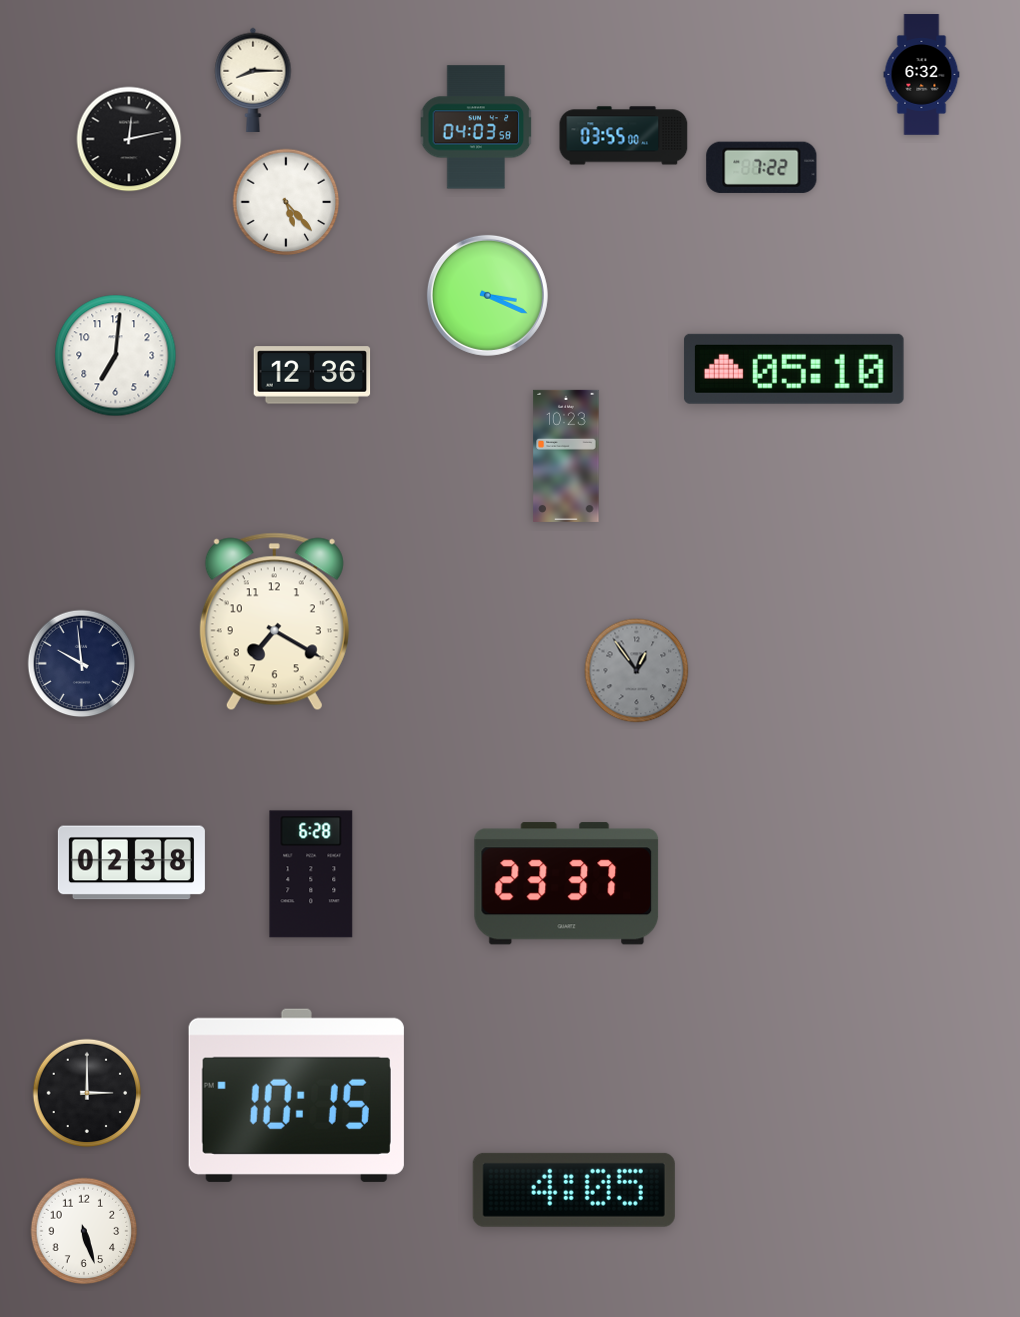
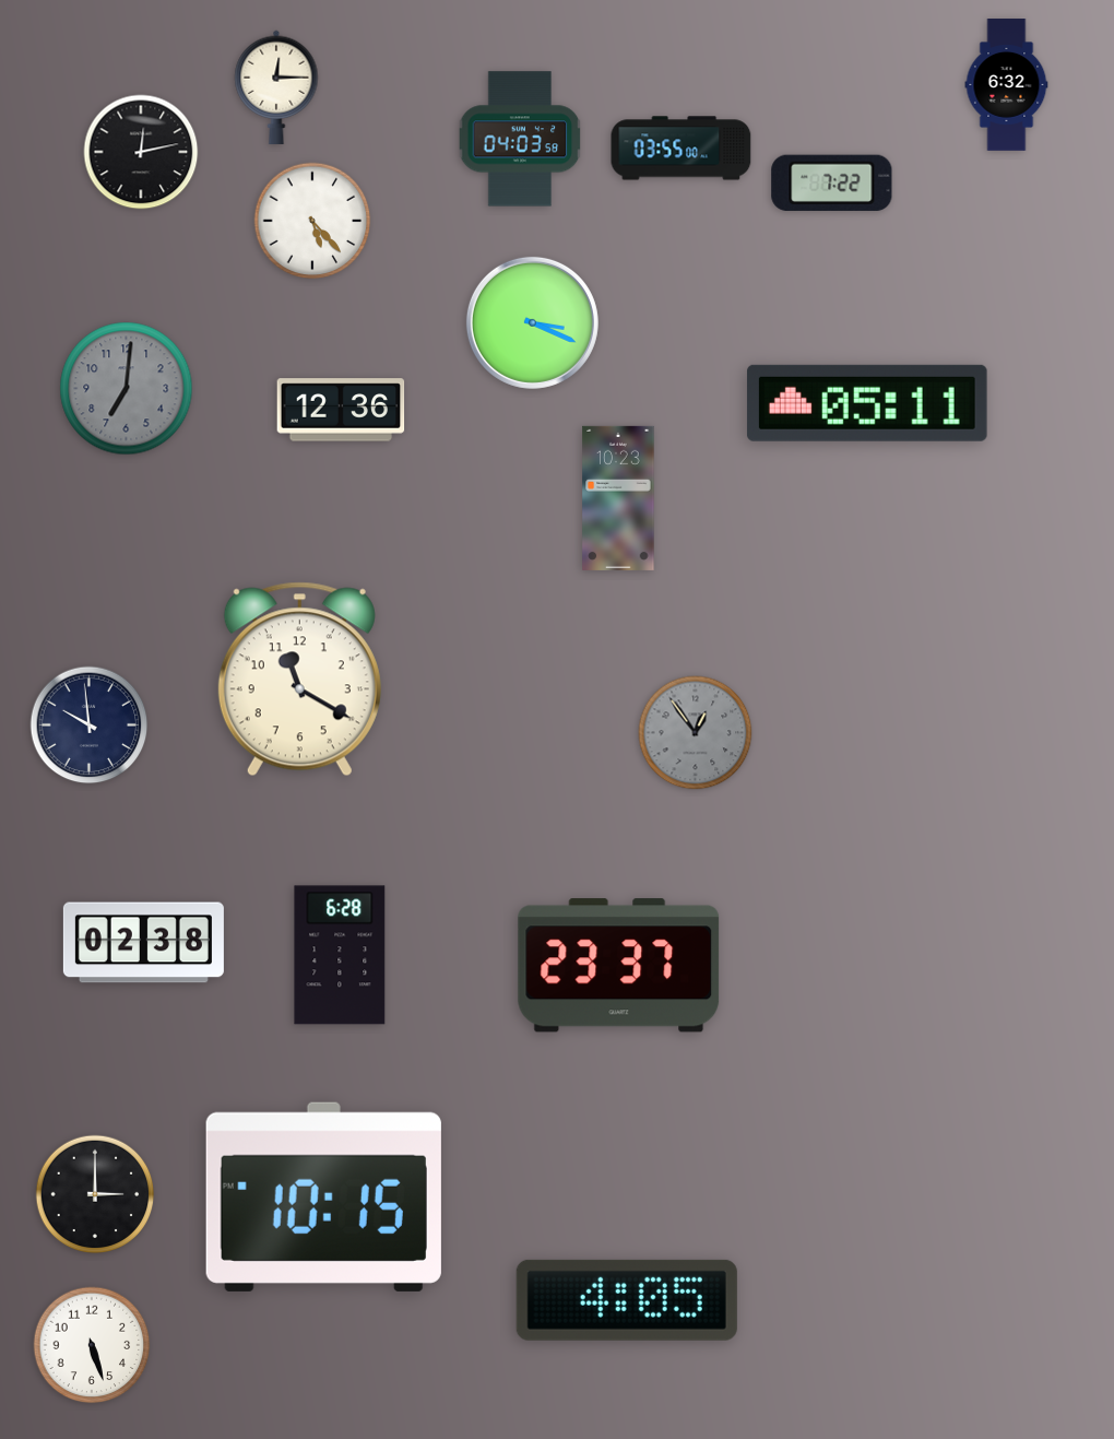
clock at (922, 75) position: (922, 75) -> (1007, 85)
clock at (253, 80): 8:15 -> 12:15
clock at (116, 356) dial: white -> grey
clock at (794, 369): 05:10 -> 05:11
clock at (274, 622): 7:20 -> 11:20
